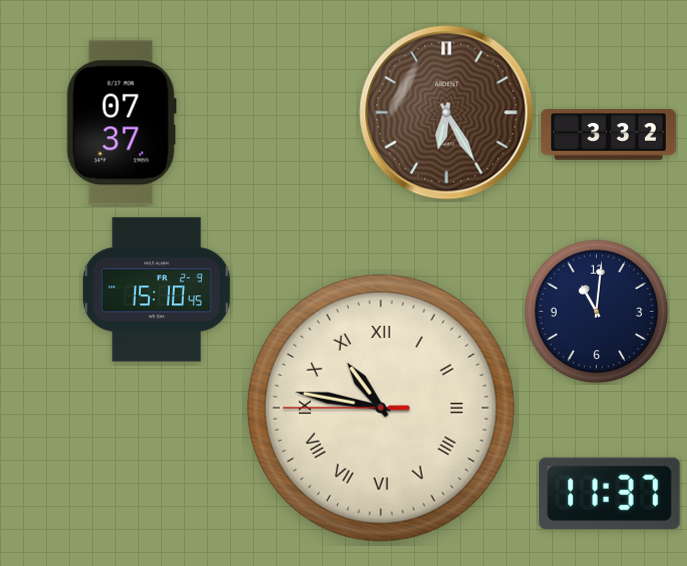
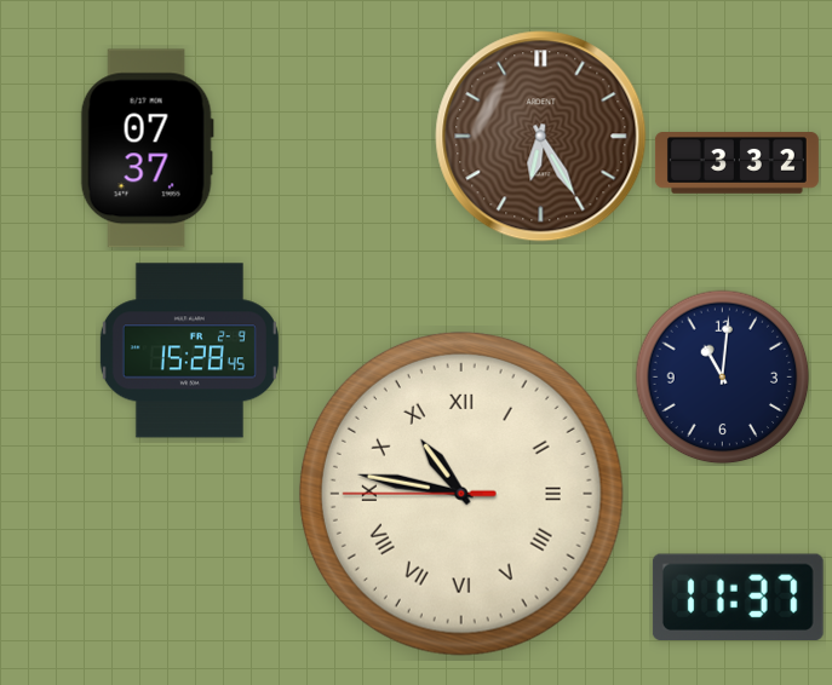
clock at (156, 290): 15:10 -> 15:28
